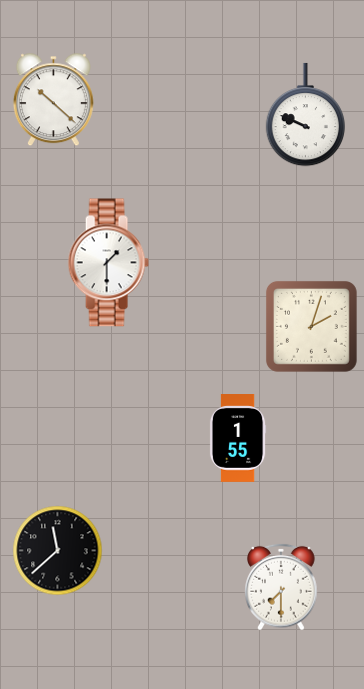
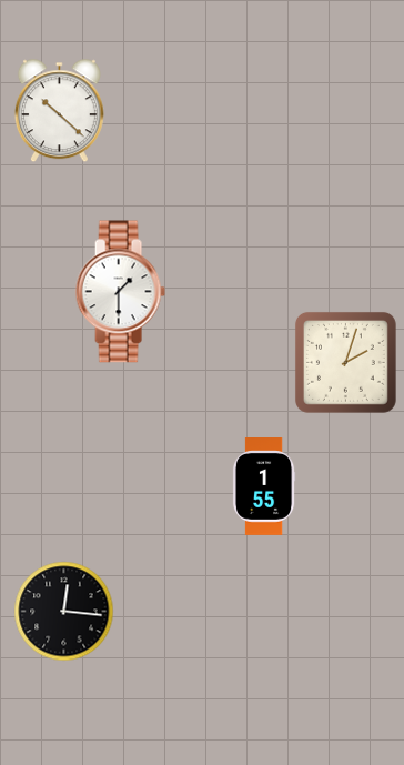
clock at (305, 115): 9:49 -> none
clock at (58, 551): 11:38 -> 12:16
clock at (281, 587): 7:30 -> none
